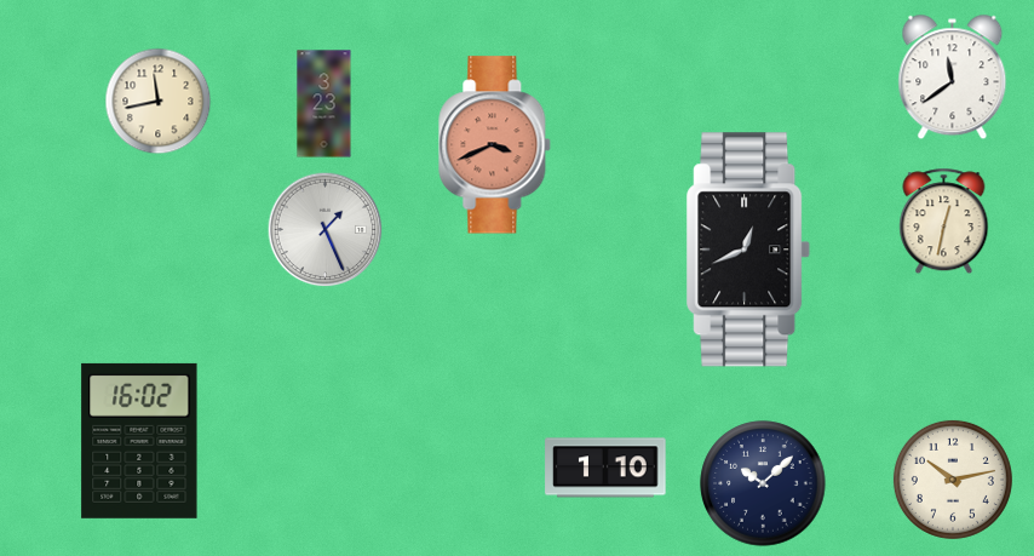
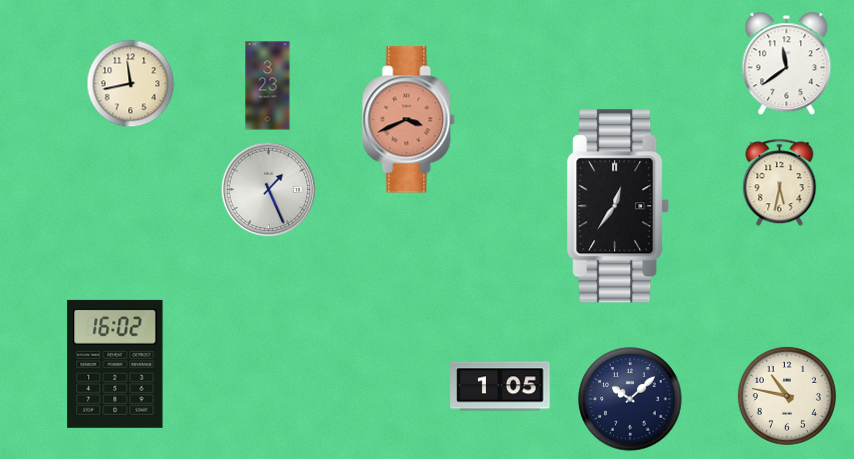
clock at (944, 222): 12:32 -> 5:32
clock at (749, 250): 12:41 -> 12:36
clock at (605, 468): 1:10 -> 1:05
clock at (953, 480): 10:13 -> 10:47
